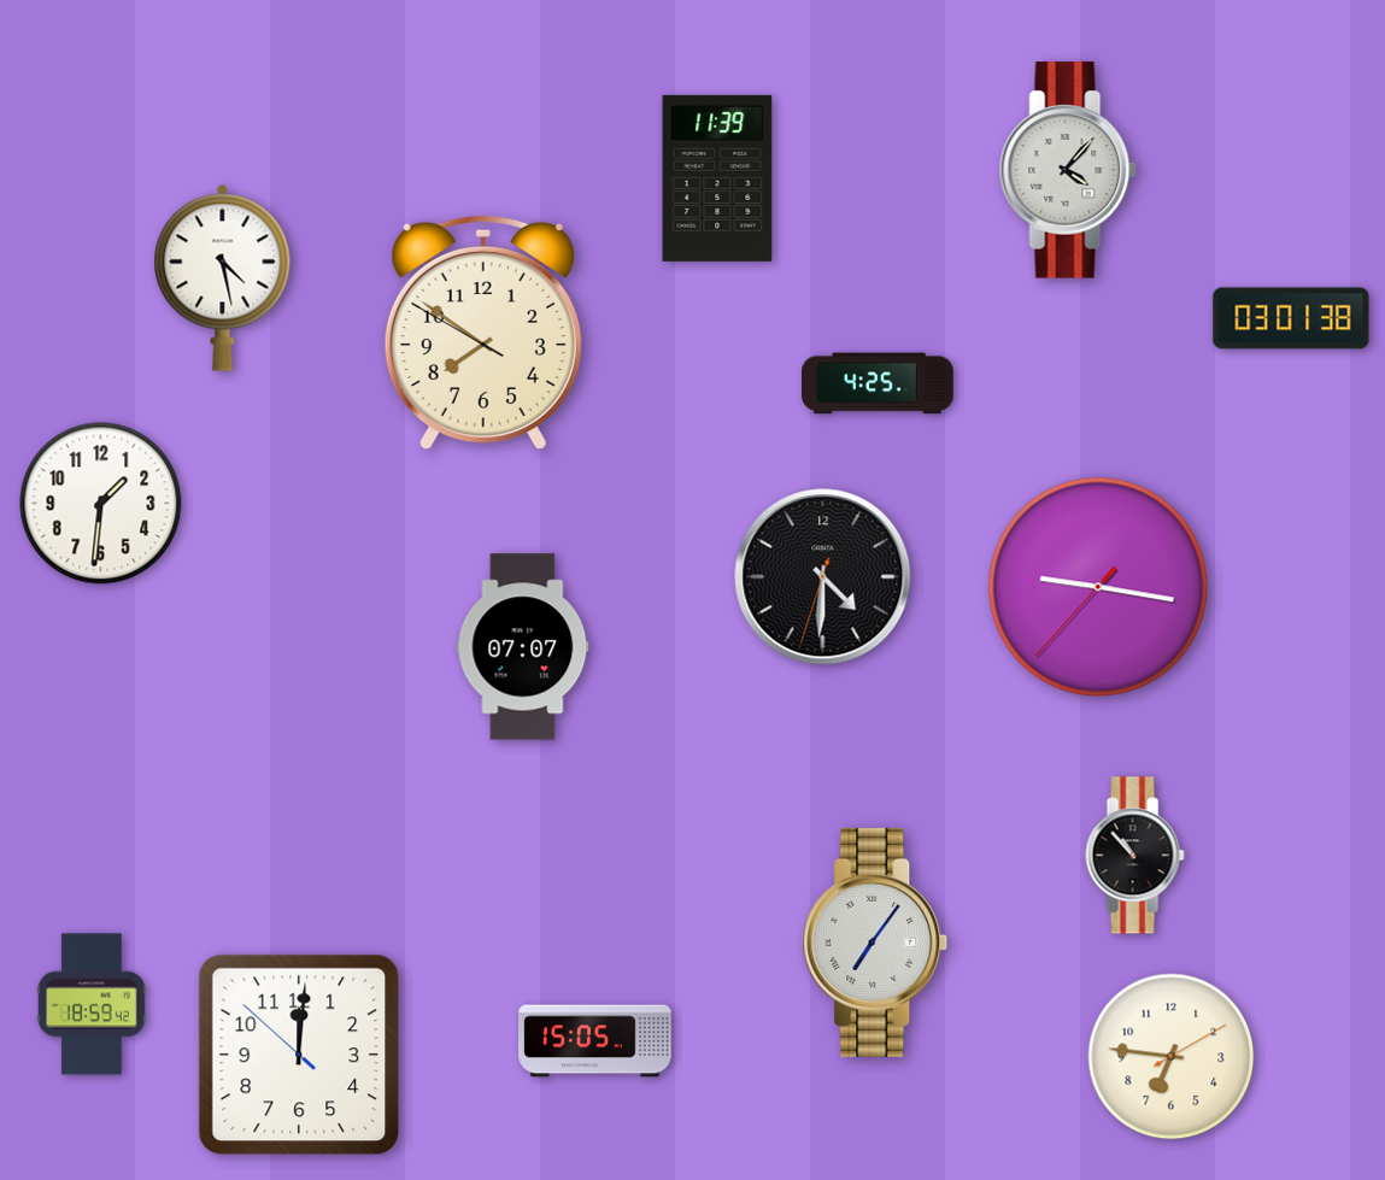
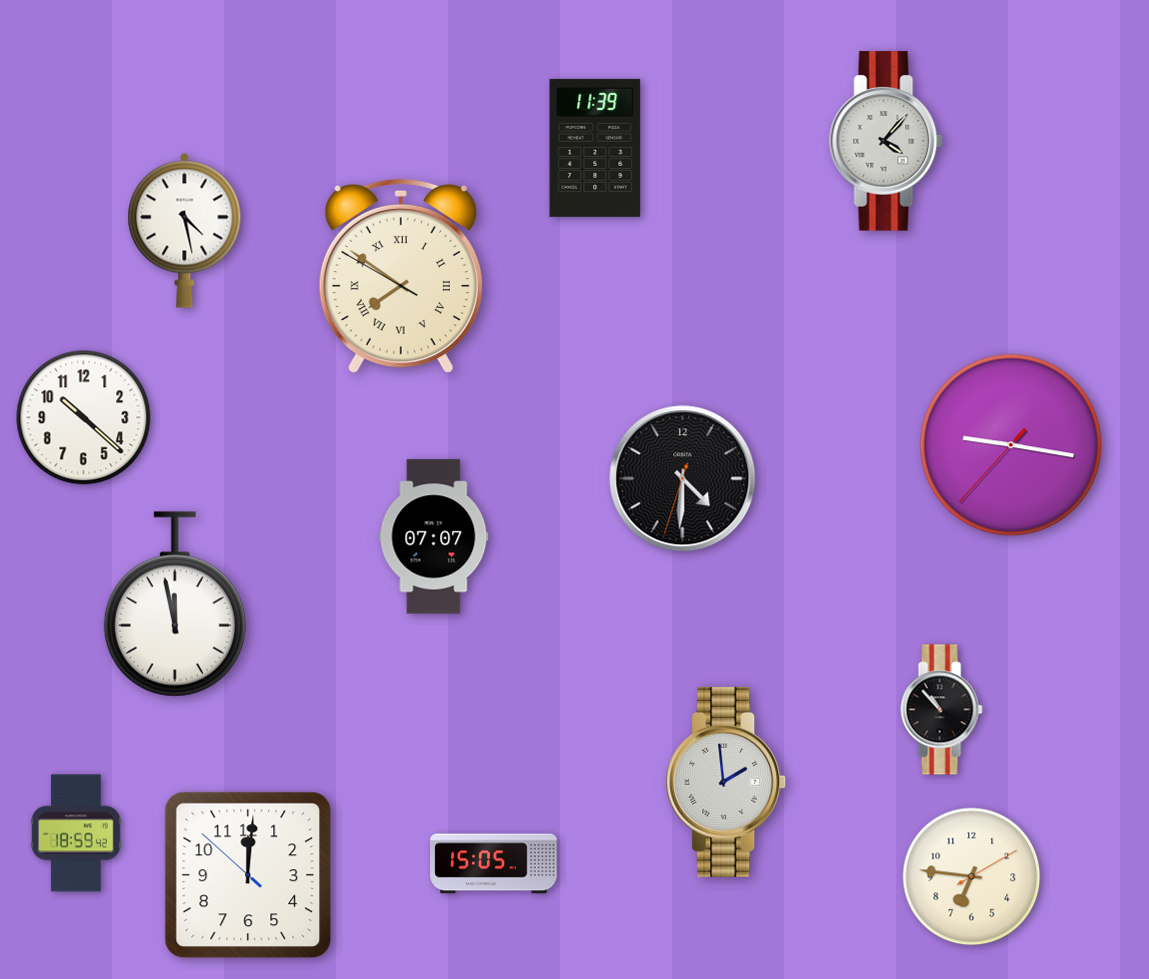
clock at (1291, 318): 03:01 -> none
clock at (483, 333) numerals: Arabic -> Roman
clock at (878, 383): 4:25 -> none
clock at (101, 504): 1:31 -> 10:22
clock at (1098, 587) position: (1098, 587) -> (1011, 445)
clock at (175, 604): none -> 11:58
clock at (875, 943): 7:06 -> 1:59
